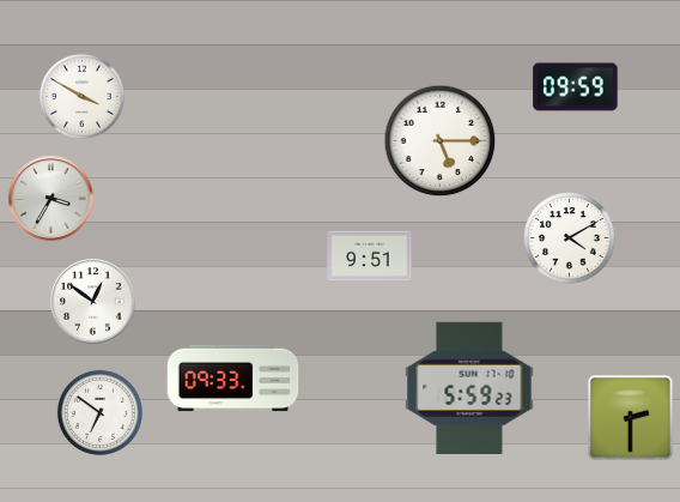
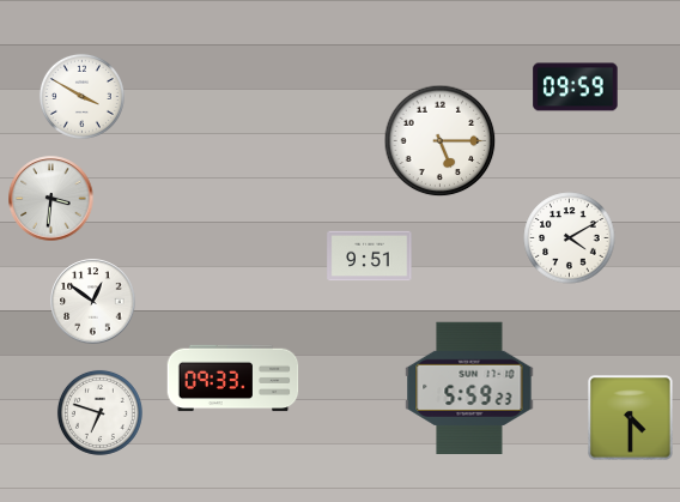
clock at (51, 199): 3:35 -> 3:31
clock at (99, 412): 6:51 -> 6:48
clock at (631, 418): 2:30 -> 4:30
